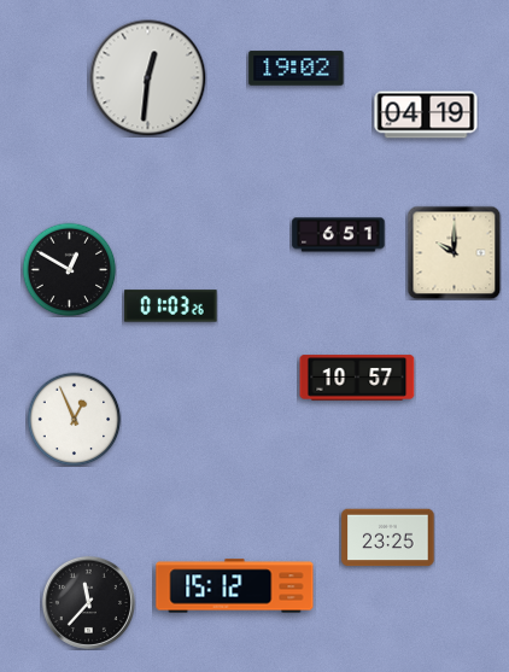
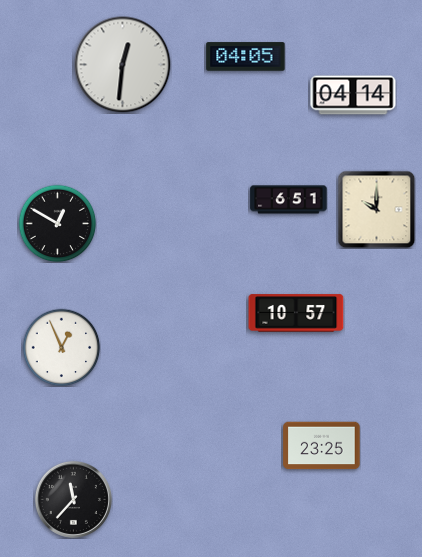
clock at (297, 69): 19:02 -> 04:05
clock at (426, 115): 04:19 -> 04:14
clock at (339, 235) position: (339, 235) -> (289, 200)
clock at (171, 306): 01:03 -> none
clock at (235, 586): 15:12 -> none
